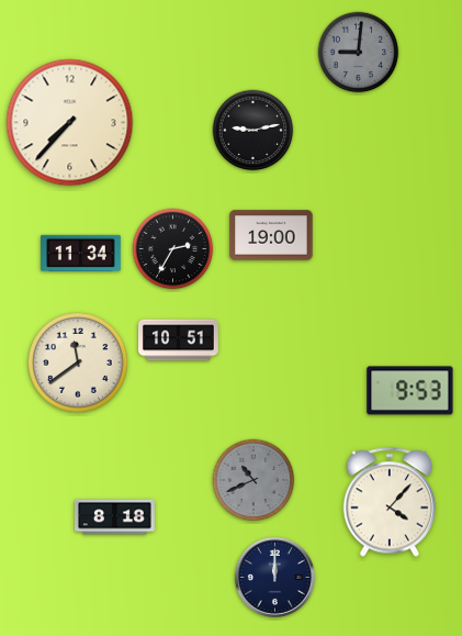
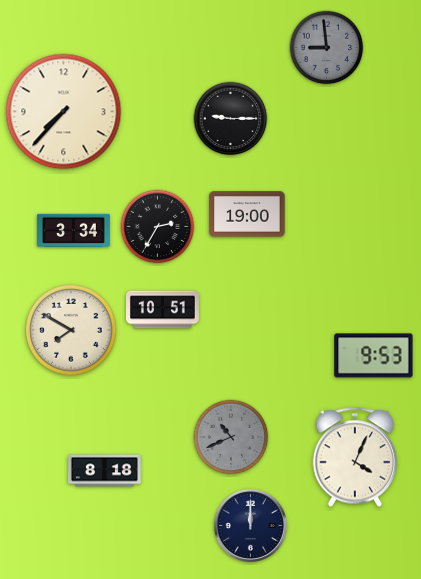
clock at (359, 53): 9:01 -> 8:59
clock at (253, 131): 9:13 -> 9:15
clock at (81, 253): 11:34 -> 3:34
clock at (78, 362): 11:39 -> 7:50
clock at (390, 502): 4:07 -> 4:04
